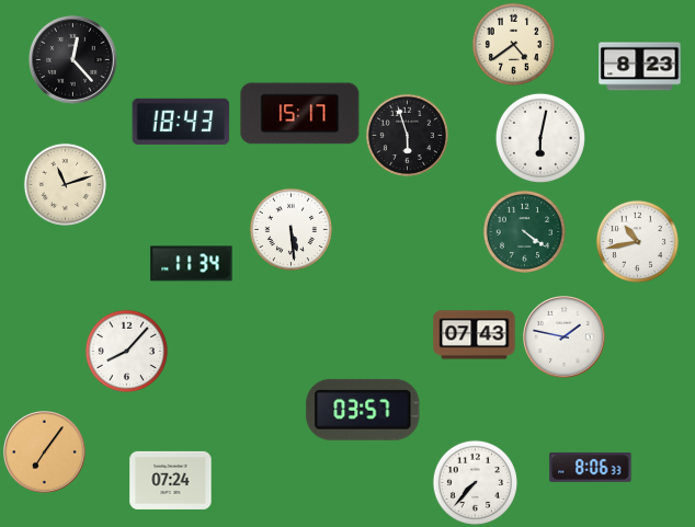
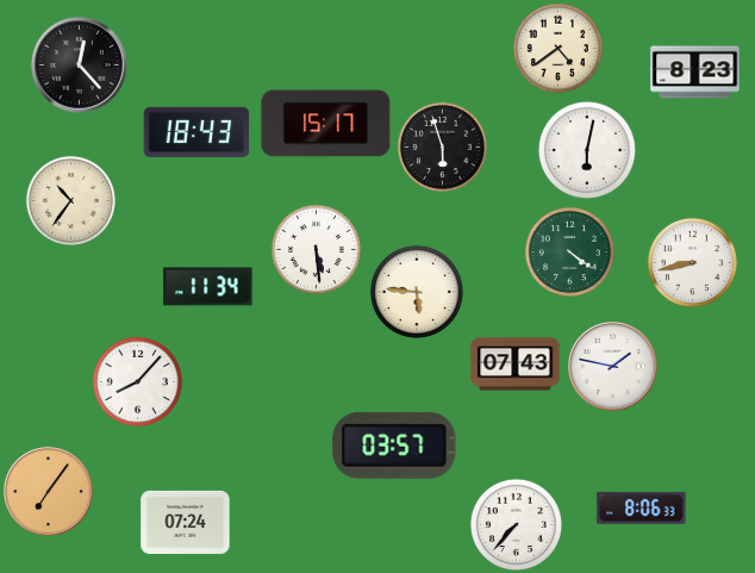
clock at (65, 184): 11:12 -> 10:36
clock at (637, 241): 10:43 -> 8:43
clock at (417, 292): none -> 5:46
